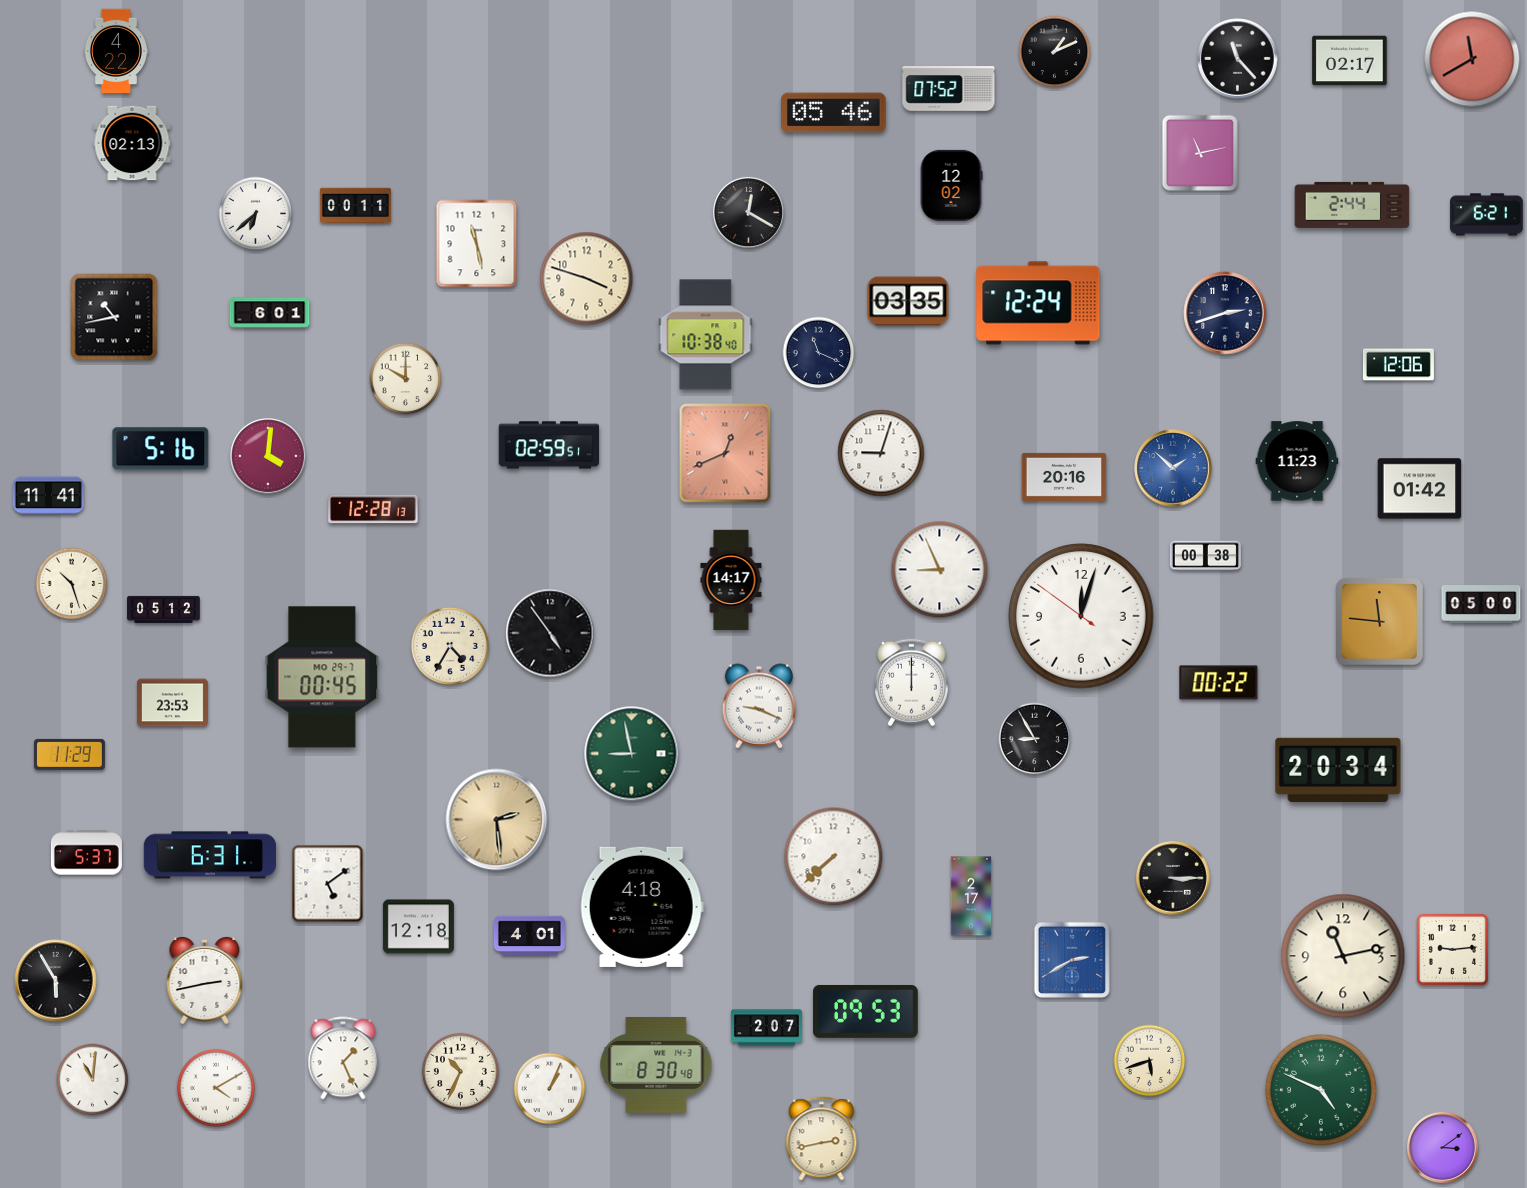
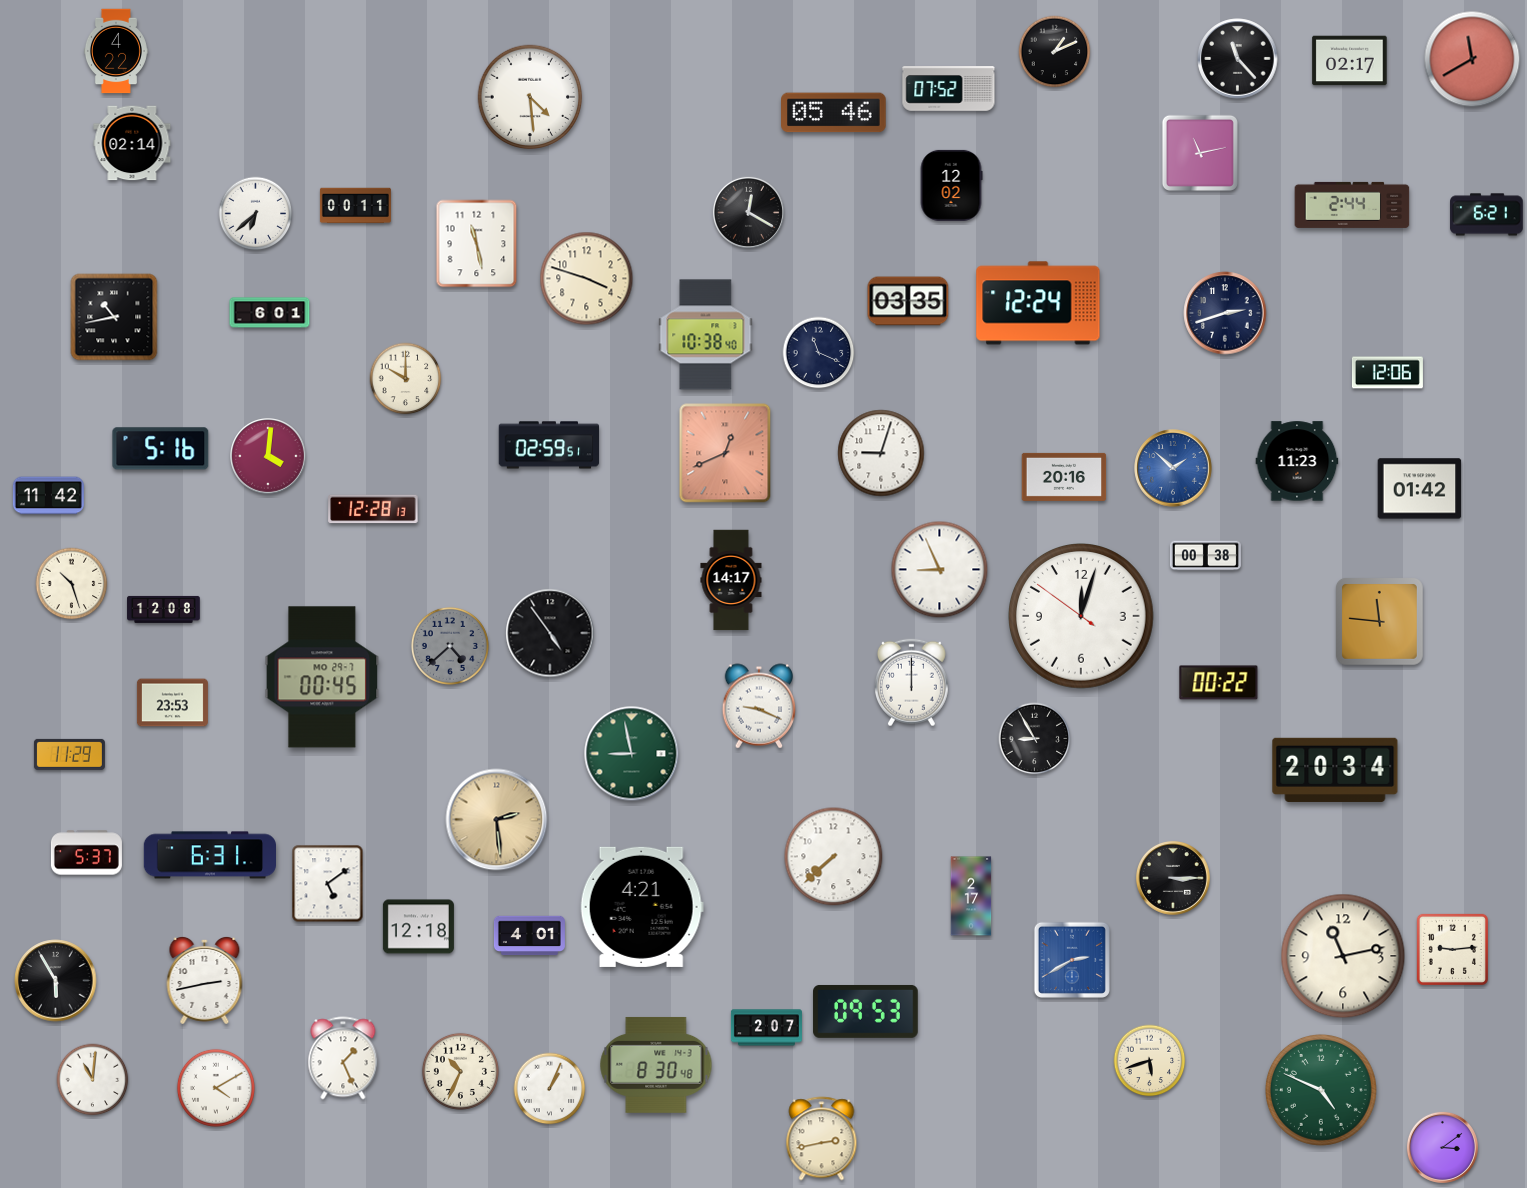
clock at (530, 97): none -> 4:29
clock at (132, 143): 02:13 -> 02:14
clock at (1398, 365) position: (1398, 365) -> (1387, 373)
clock at (48, 496): 11:41 -> 11:42
clock at (1481, 605): 05:00 -> none
clock at (164, 609): 05:12 -> 12:08
clock at (450, 646): 4:35 -> 4:38
clock at (450, 646) dial: cream -> grey
clock at (1338, 770) position: (1338, 770) -> (1335, 770)
clock at (642, 907): 4:18 -> 4:21
